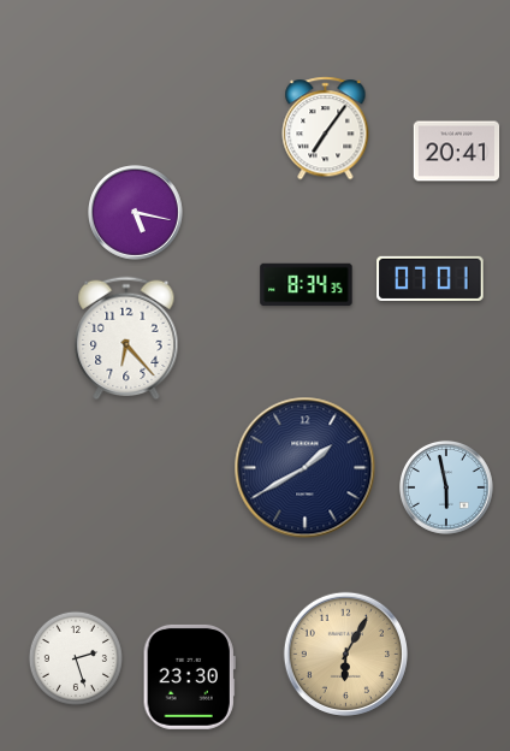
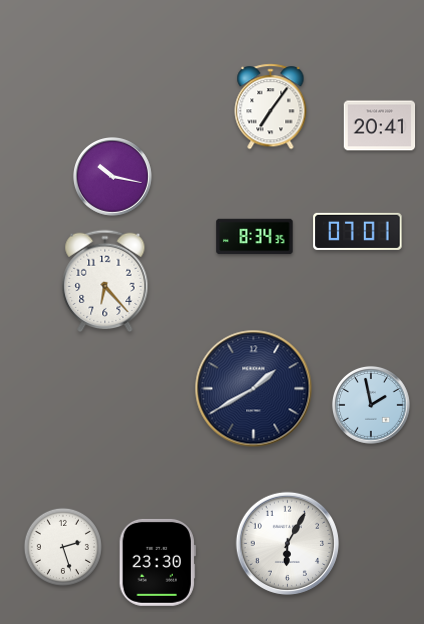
clock at (136, 213): 5:17 -> 10:17
clock at (446, 487): 5:58 -> 1:58
clock at (345, 654) dial: champagne -> white
